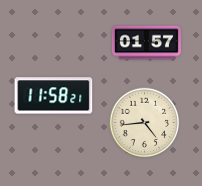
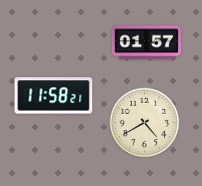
clock at (145, 123): 4:44 -> 4:40
